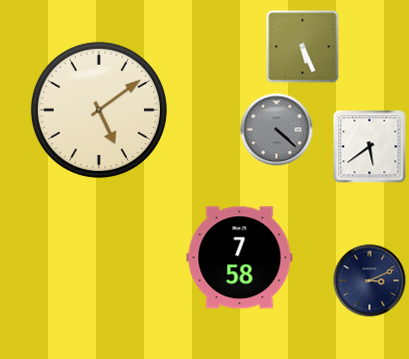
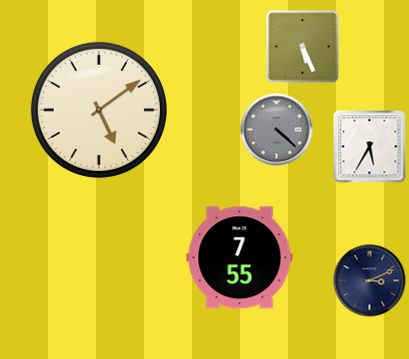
clock at (370, 147): 5:39 -> 5:35
clock at (240, 258): 7:58 -> 7:55
